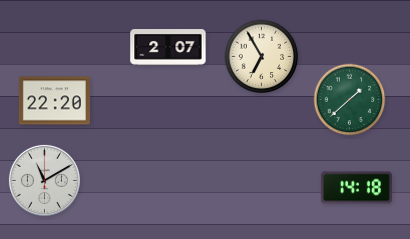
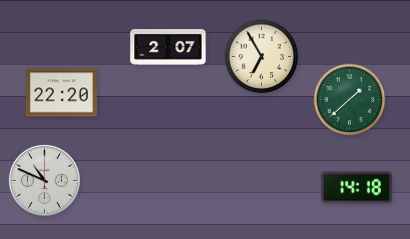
clock at (54, 101) position: (54, 101) -> (61, 93)
clock at (44, 180): 11:10 -> 10:49
